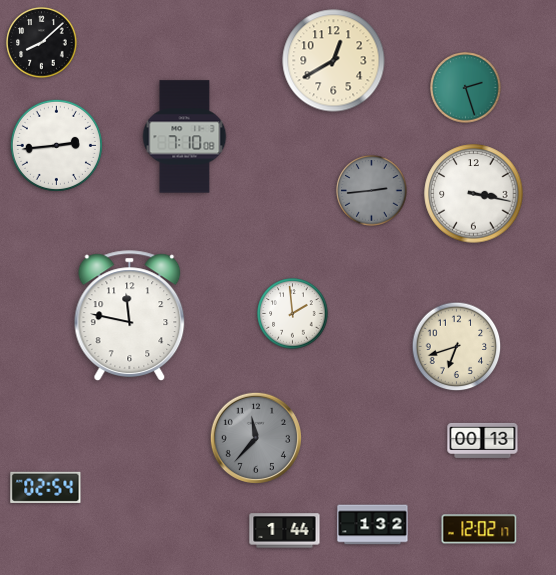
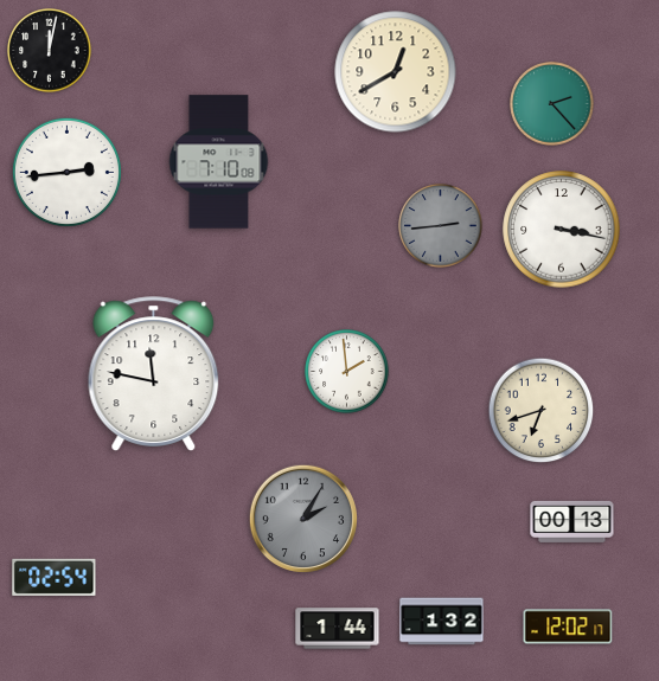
clock at (42, 43): 8:08 -> 12:02
clock at (466, 88): 2:27 -> 2:23
clock at (255, 437): 11:37 -> 2:05
